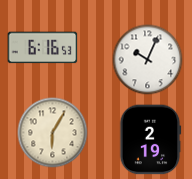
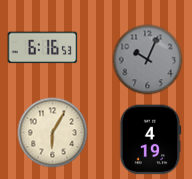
clock at (148, 60) dial: white -> grey
clock at (150, 140): 2:19 -> 4:19
